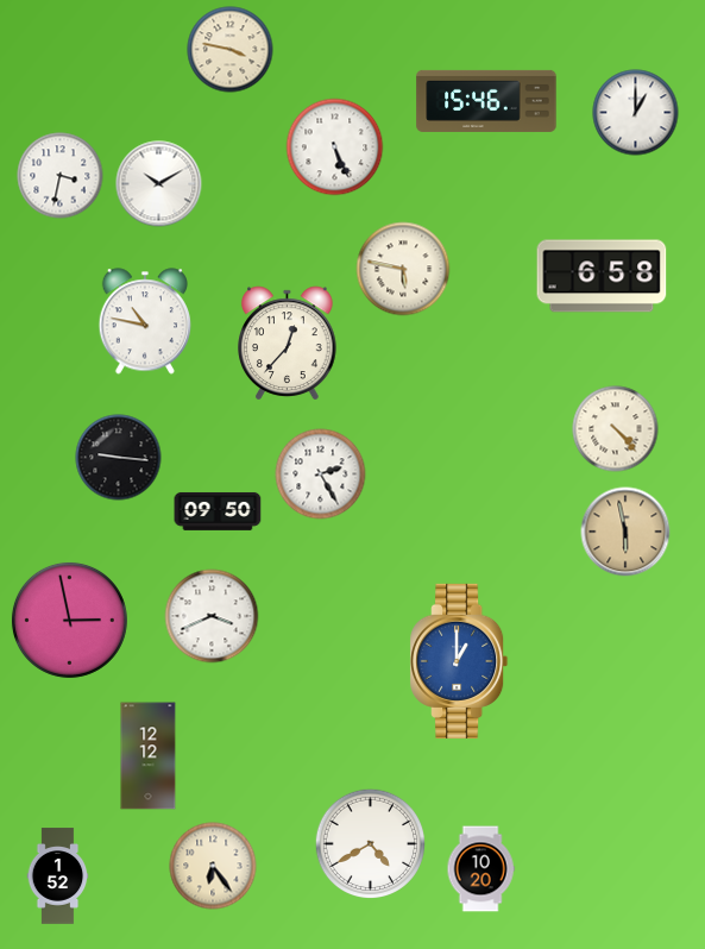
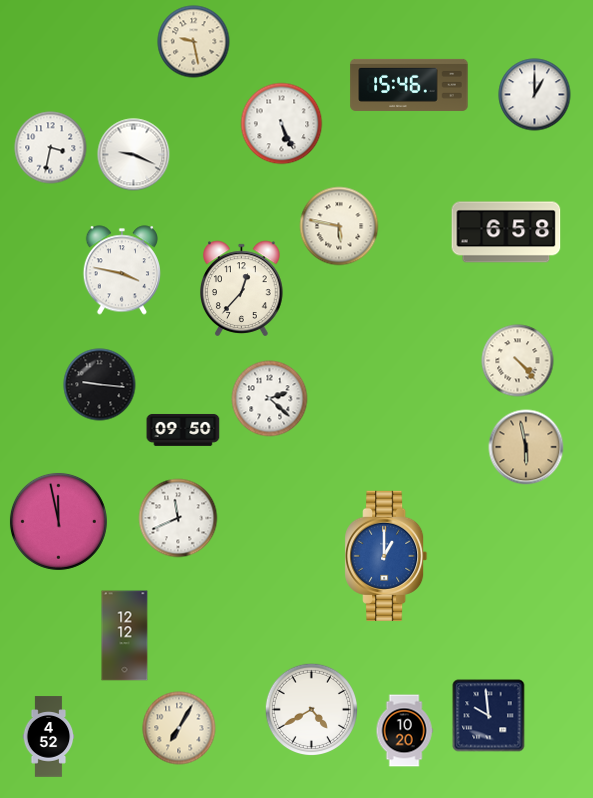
clock at (231, 50): 3:47 -> 9:28
clock at (159, 184): 10:10 -> 9:19
clock at (144, 321): 10:47 -> 3:47
clock at (321, 474): 2:25 -> 2:22
clock at (212, 616): 3:41 -> 11:41
clock at (69, 620): 2:58 -> 11:58
clock at (489, 716): none -> 9:59
clock at (213, 866): 6:24 -> 7:05
clock at (58, 876): 1:52 -> 4:52
